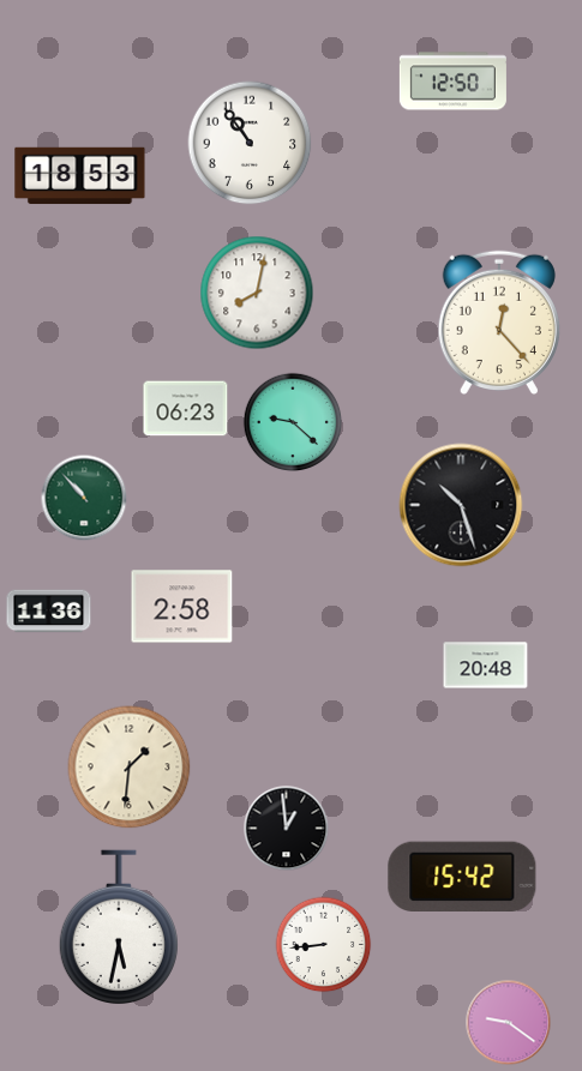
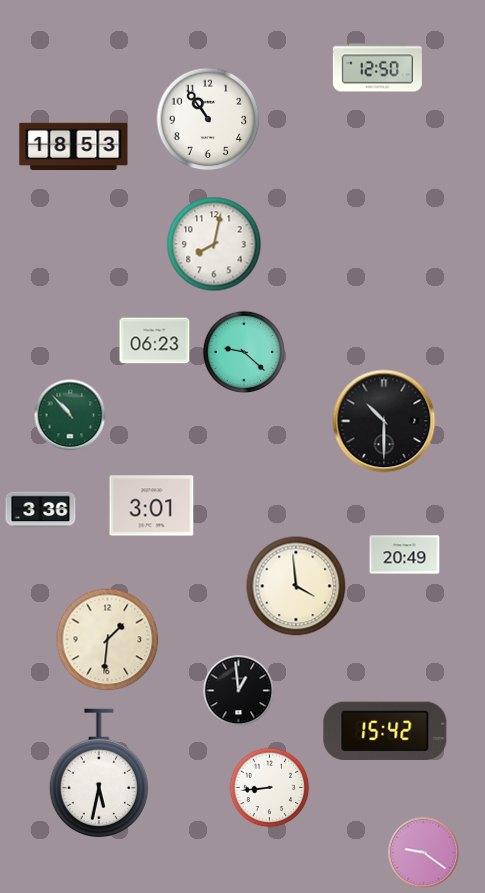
clock at (80, 176) position: (80, 176) -> (74, 147)
clock at (499, 321): 12:23 -> none
clock at (461, 505): 10:27 -> 10:30
clock at (182, 607): 2:58 -> 3:01
clock at (49, 612): 11:36 -> 3:36
clock at (486, 666): 20:48 -> 20:49
clock at (296, 586): none -> 3:59
